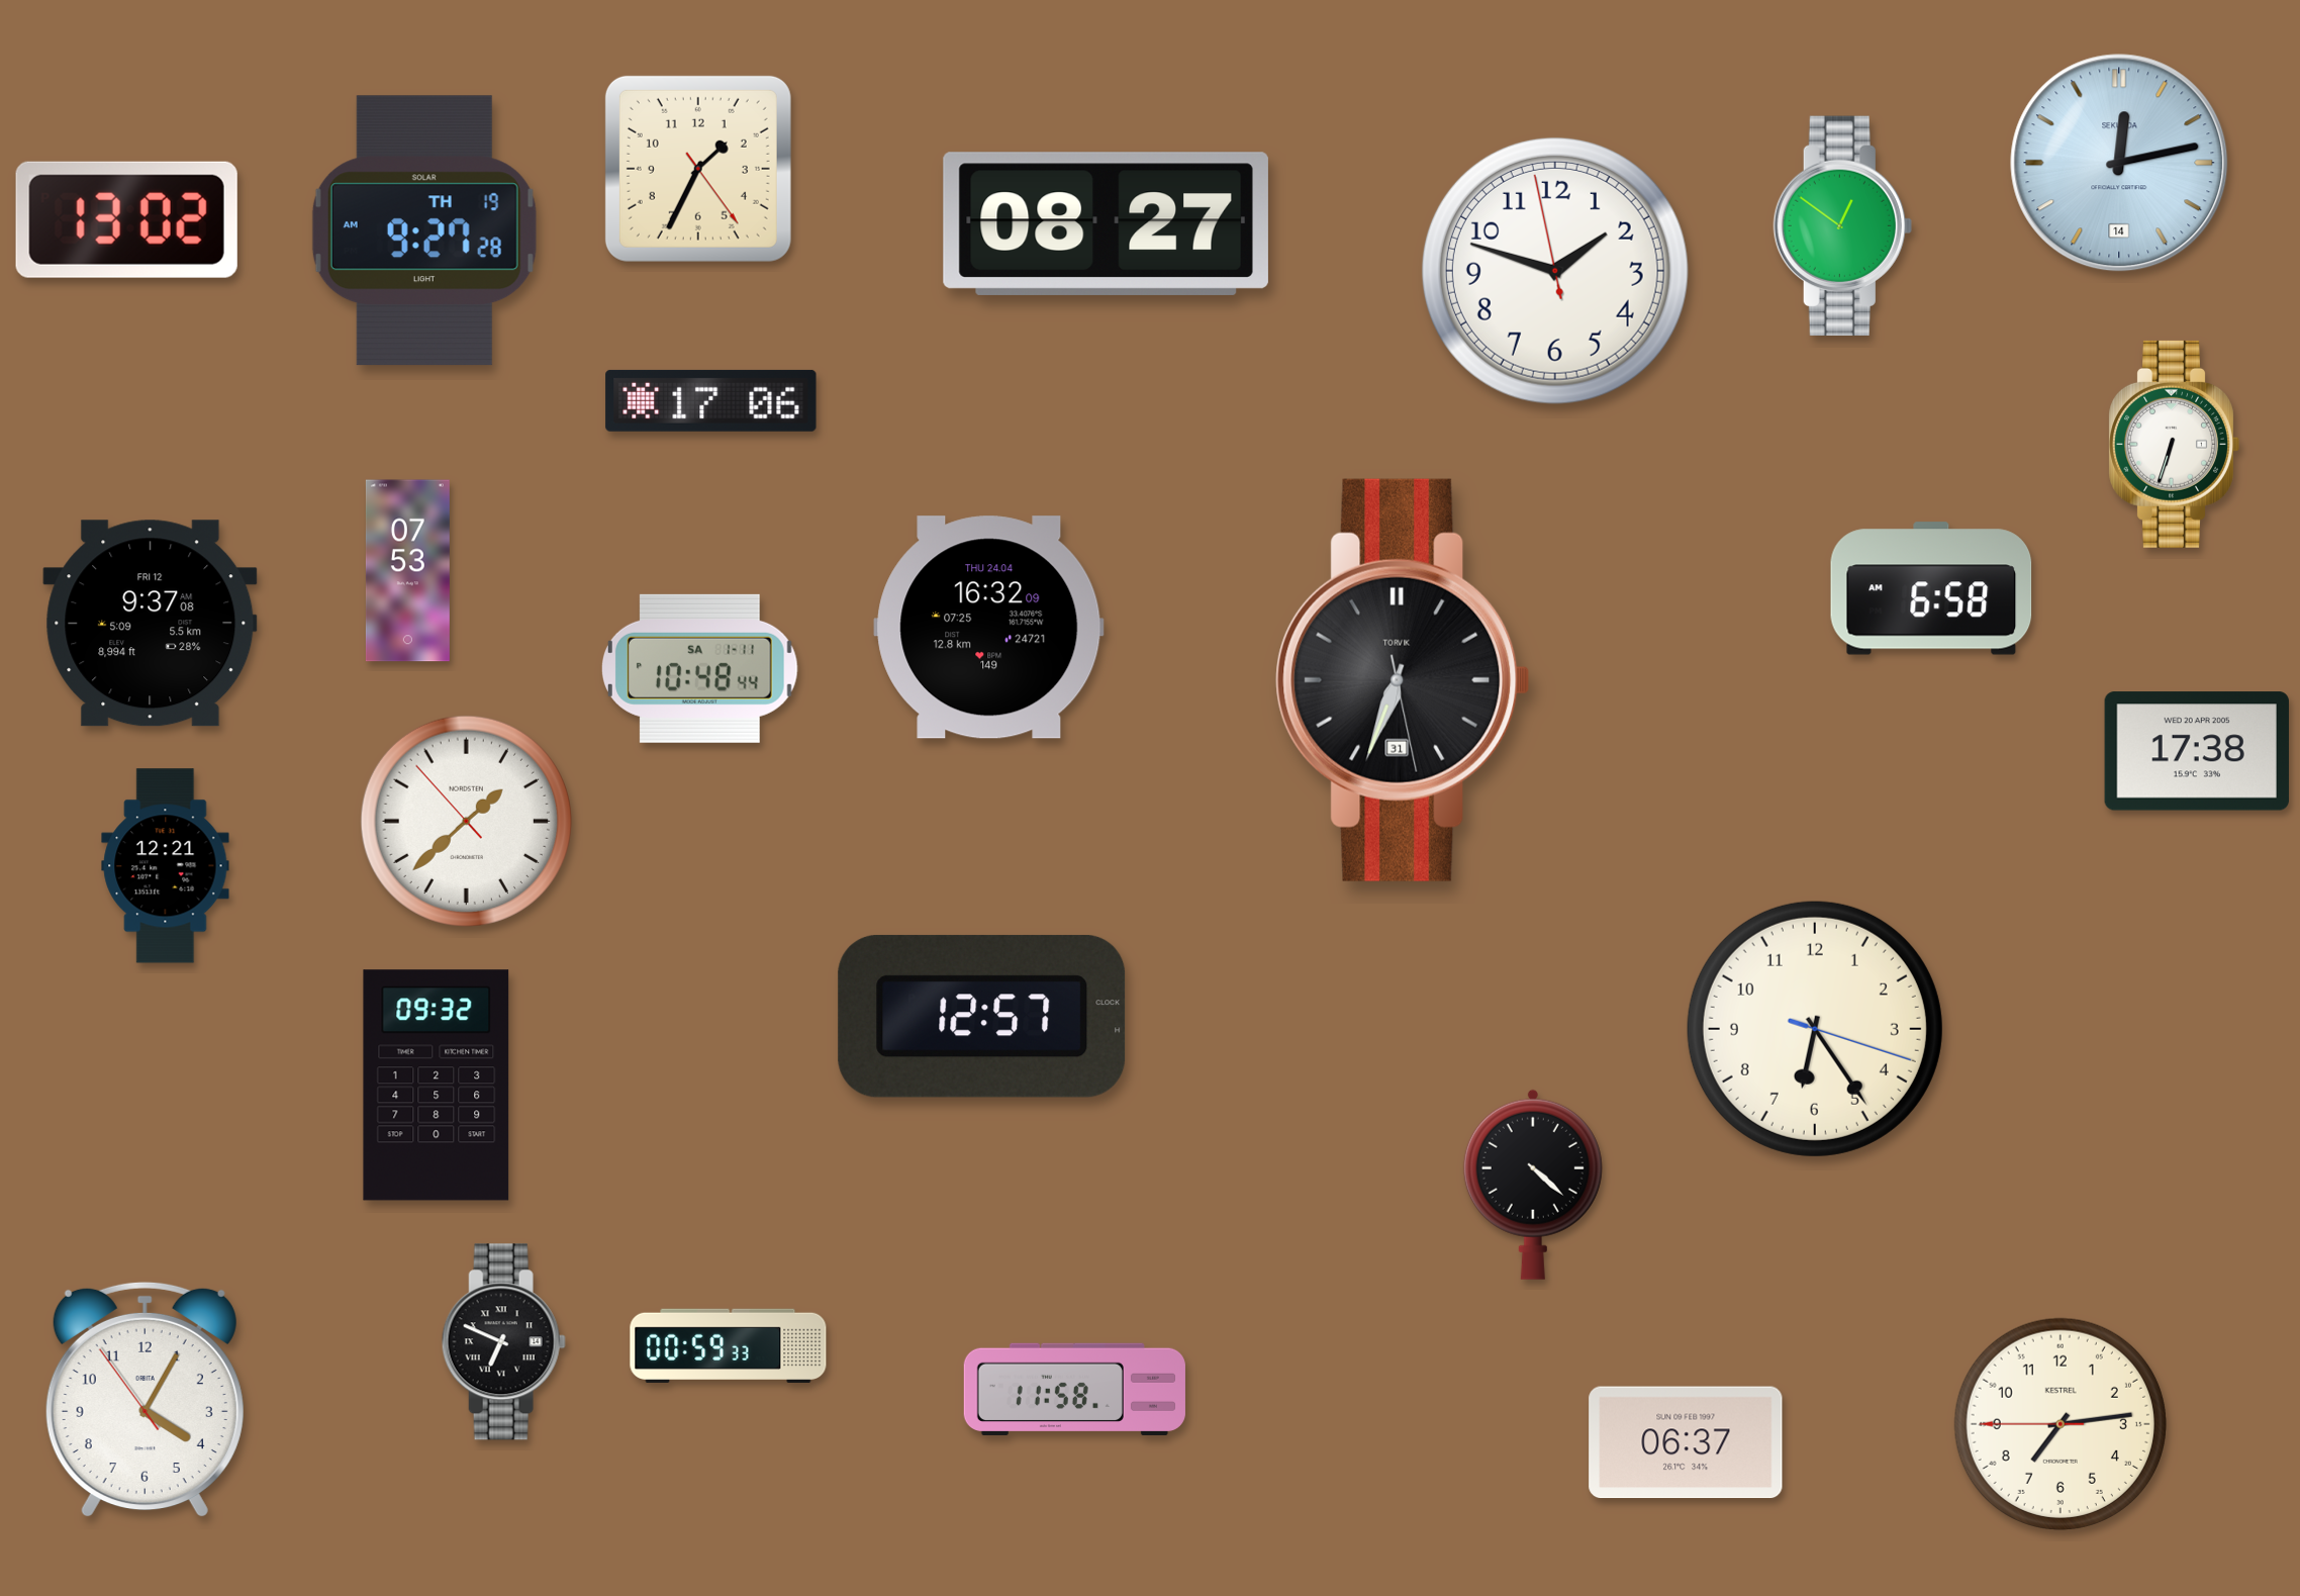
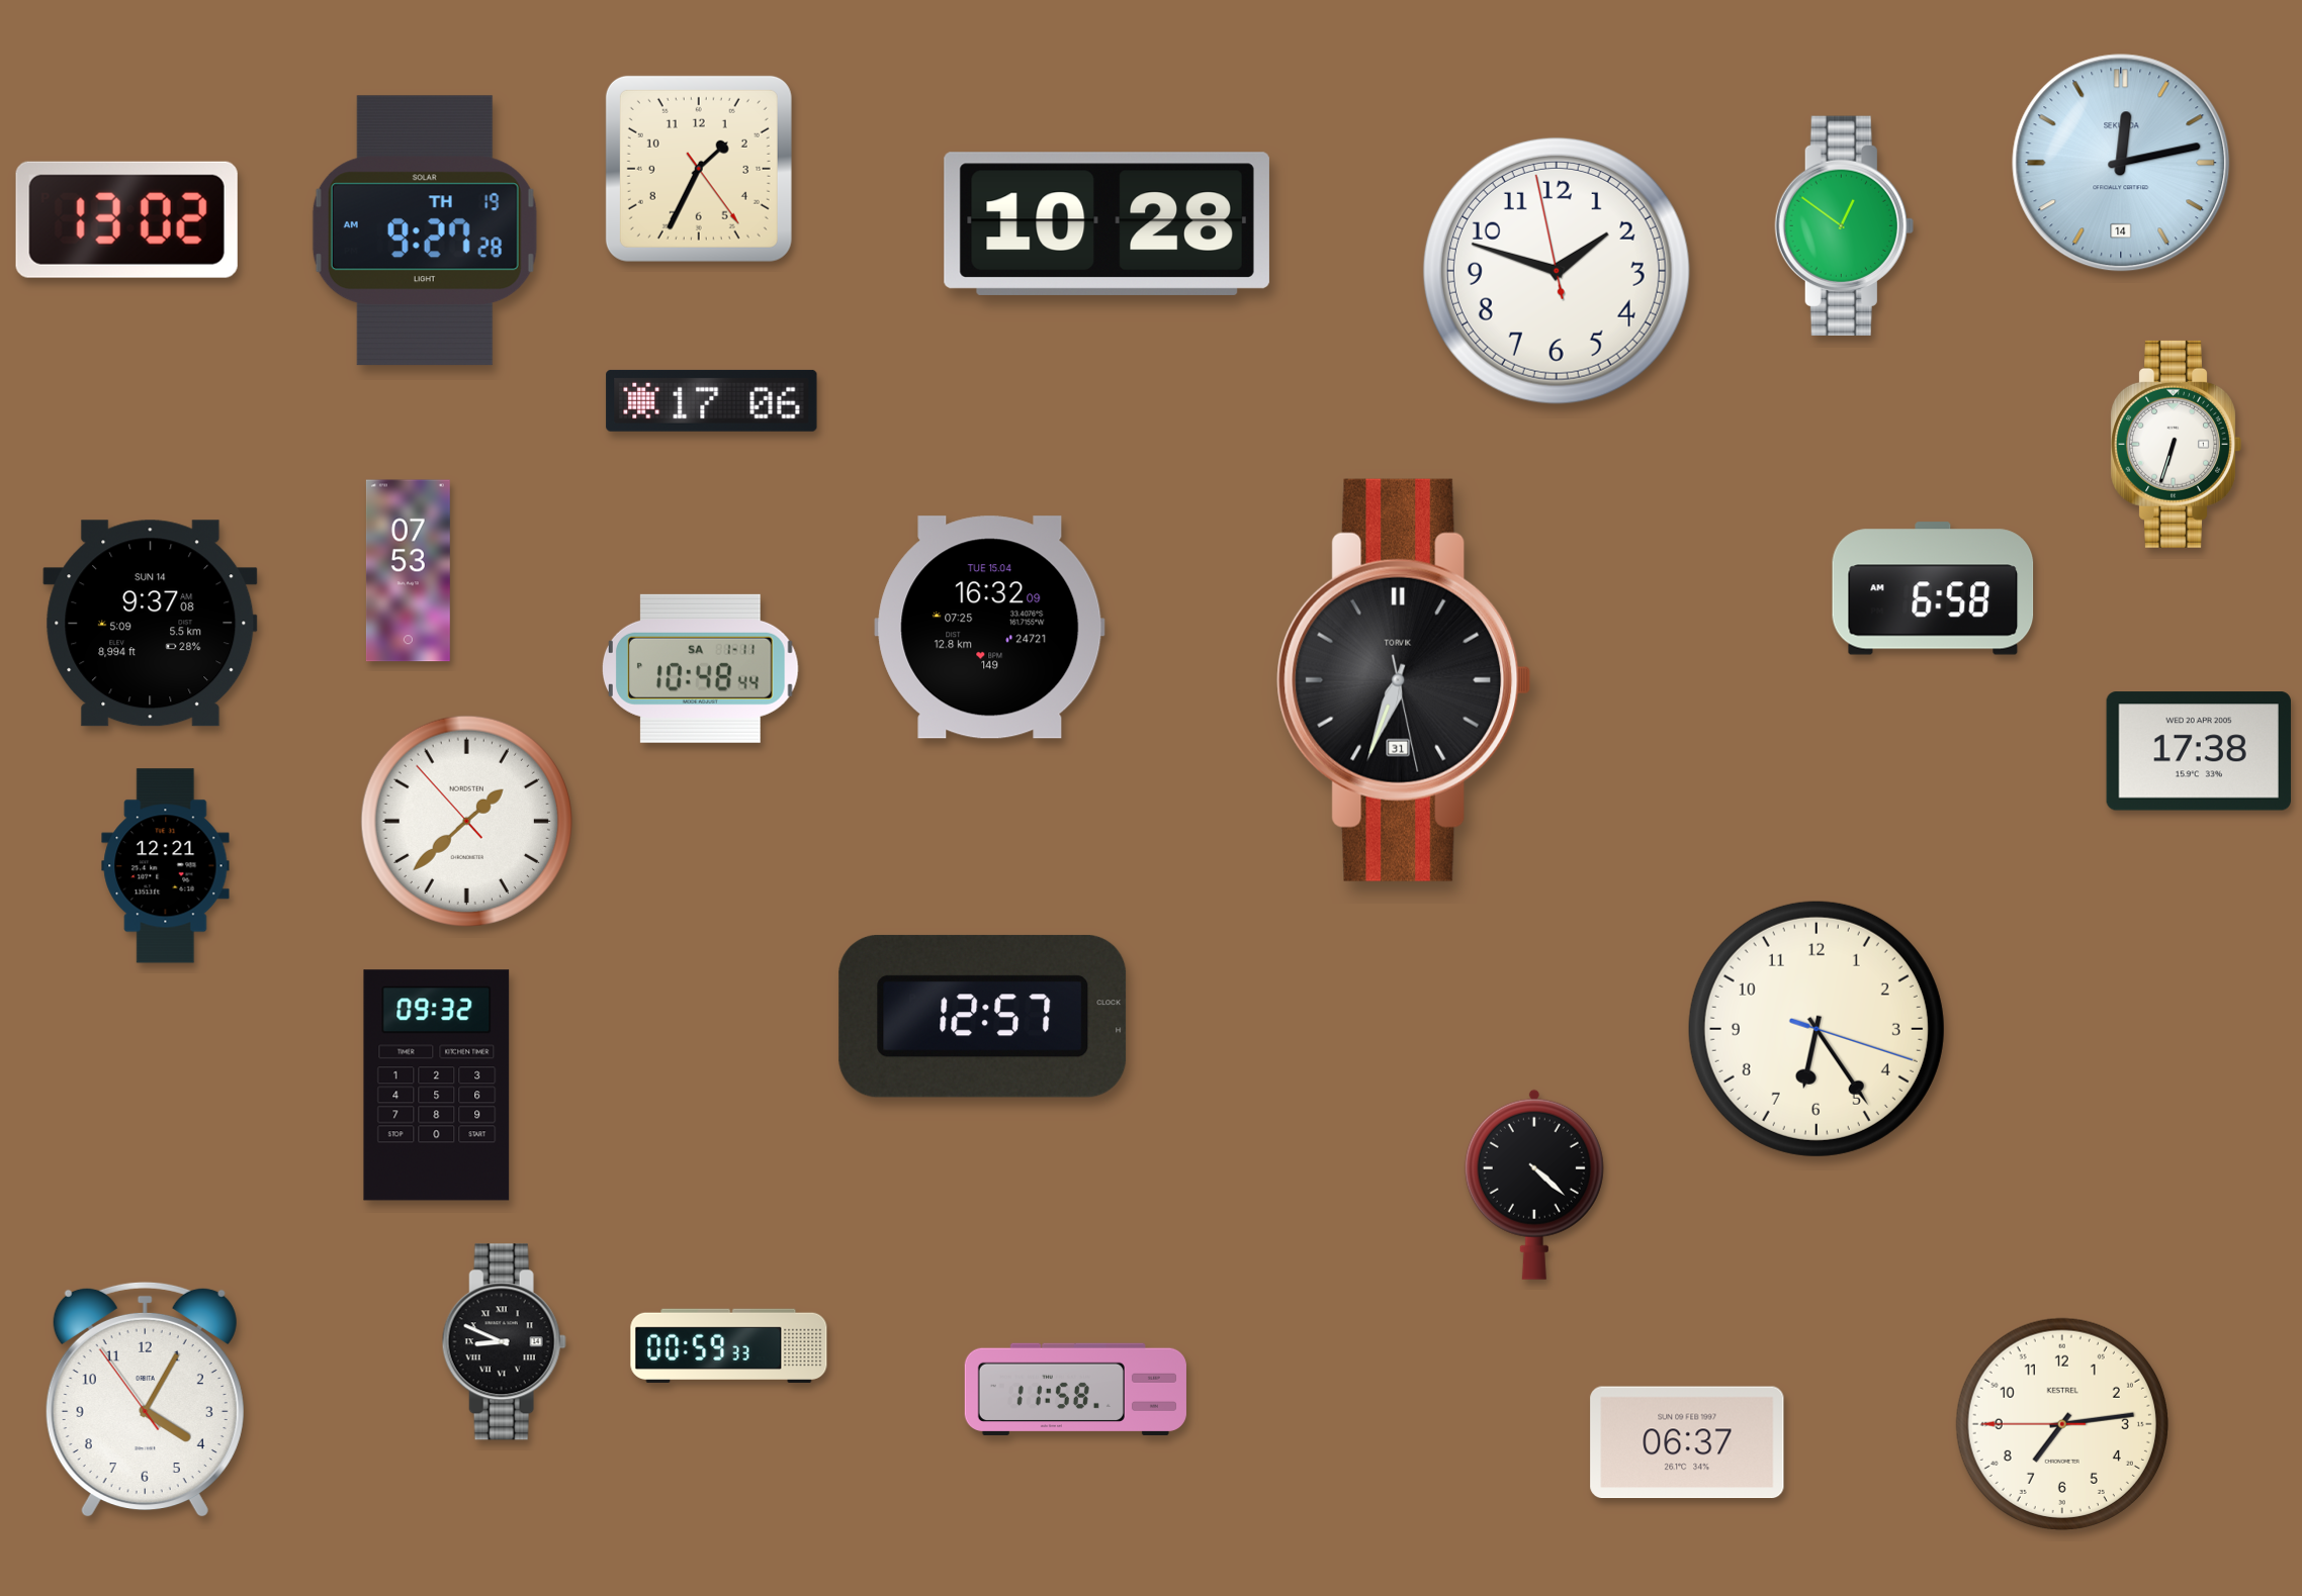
clock at (1106, 223): 08:27 -> 10:28
clock at (151, 624) date: FRI 12 -> SUN 14
clock at (989, 628) date: THU 24.04 -> TUE 15.04
clock at (503, 1342): 6:49 -> 8:49
